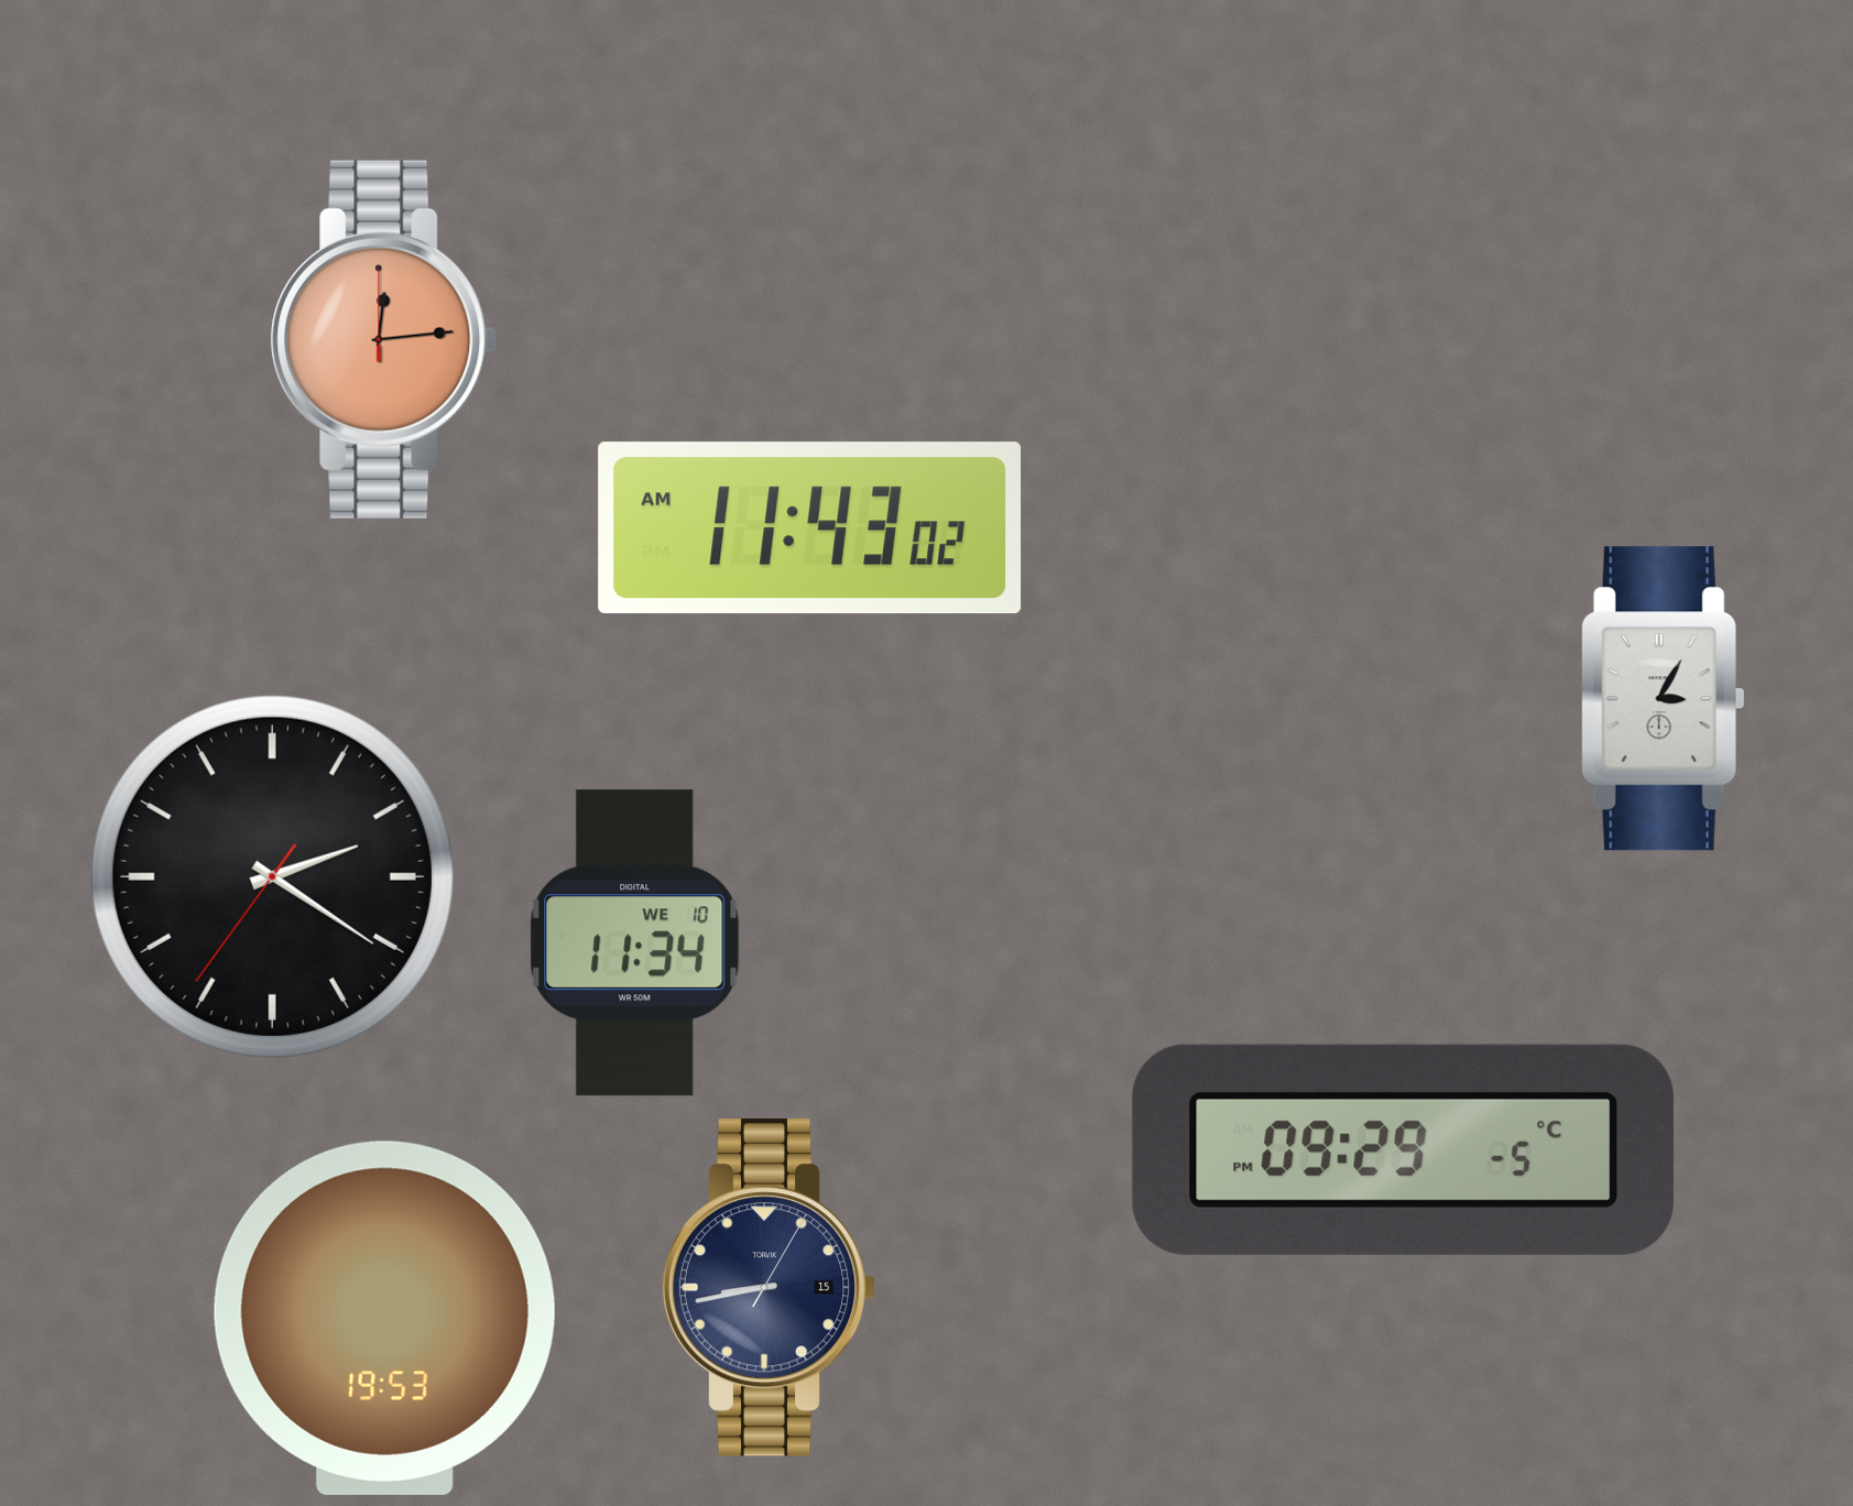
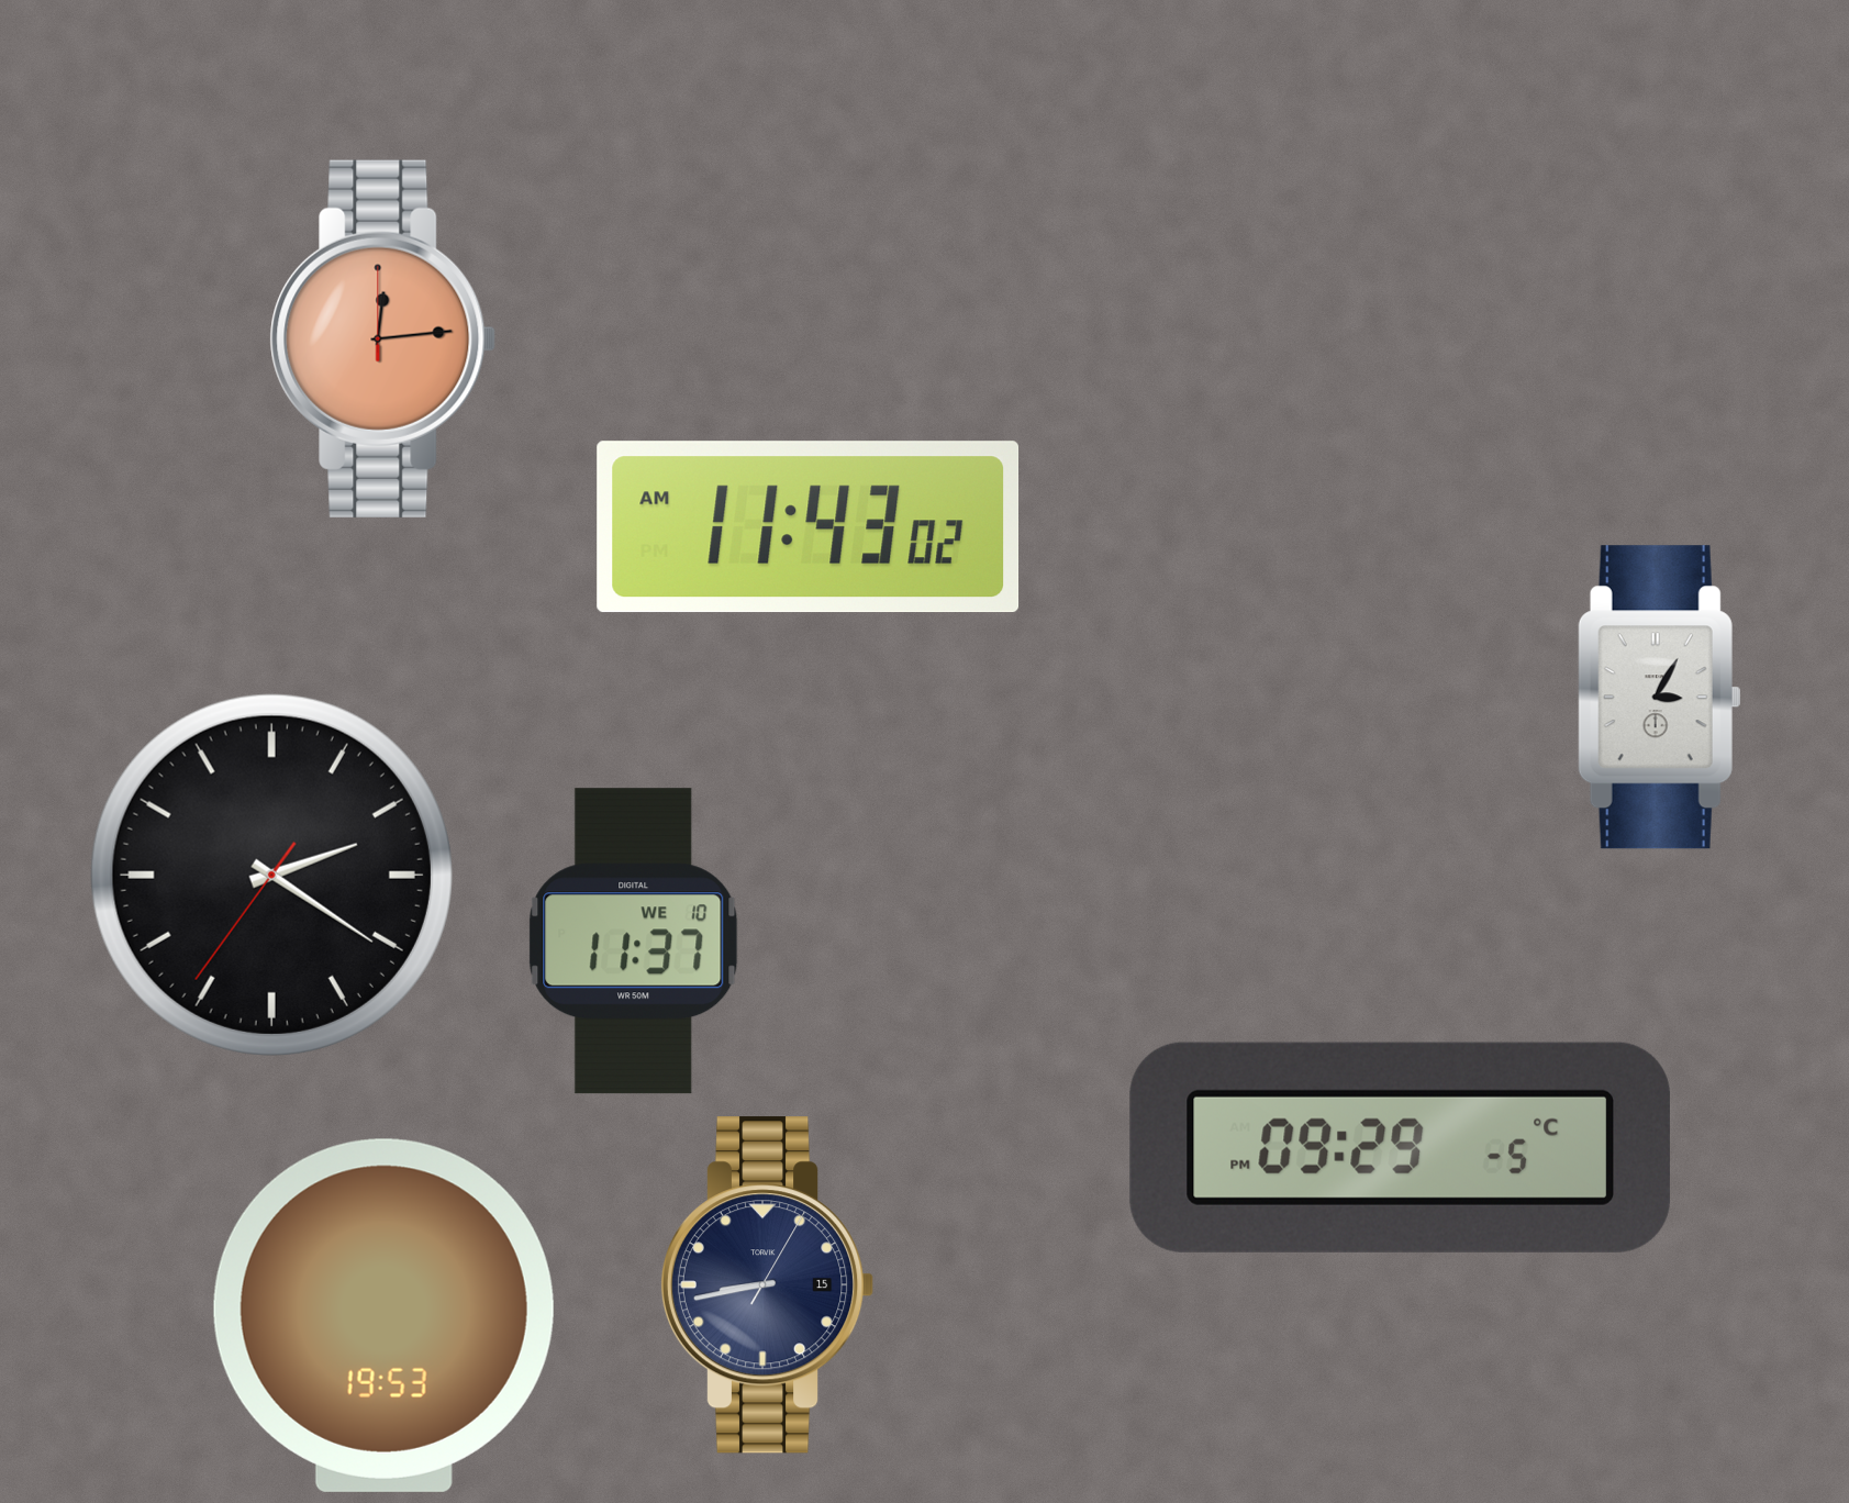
clock at (635, 943): 11:34 -> 11:37
